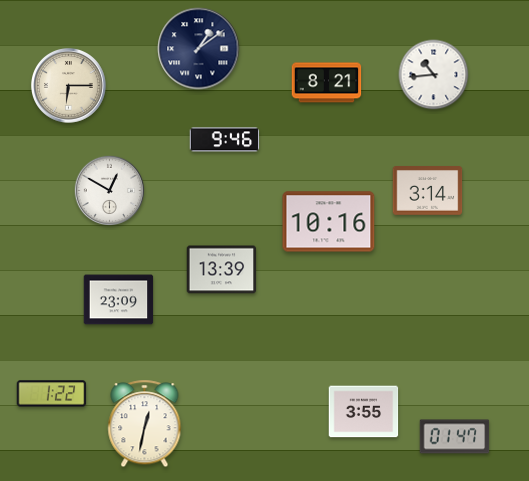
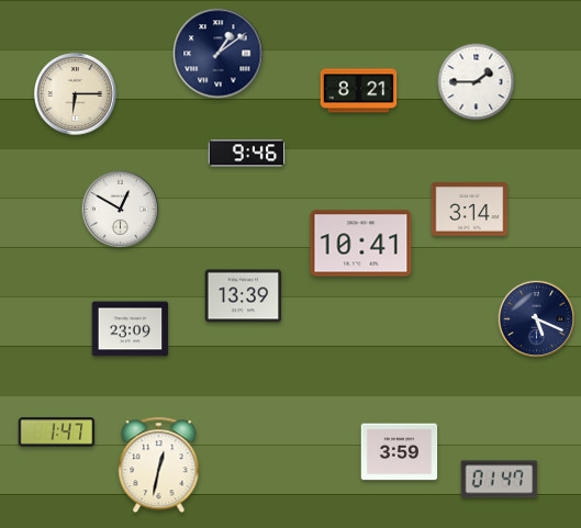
clock at (434, 75): 10:44 -> 1:45
clock at (329, 222): 10:16 -> 10:41
clock at (537, 319): none -> 5:19
clock at (52, 394): 1:22 -> 1:47
clock at (364, 412): 3:55 -> 3:59
